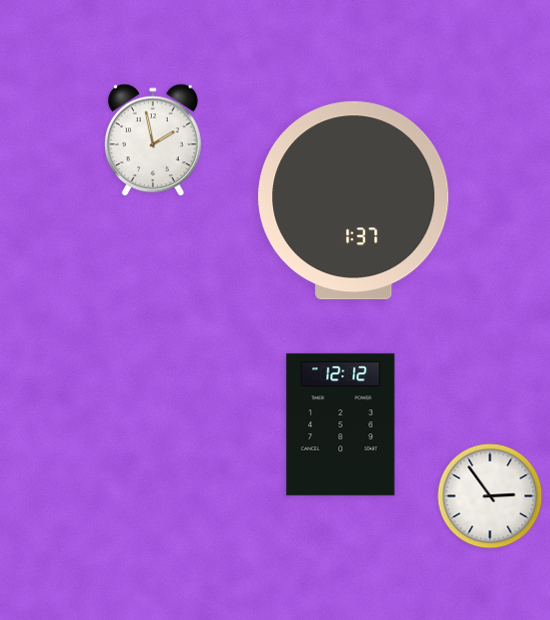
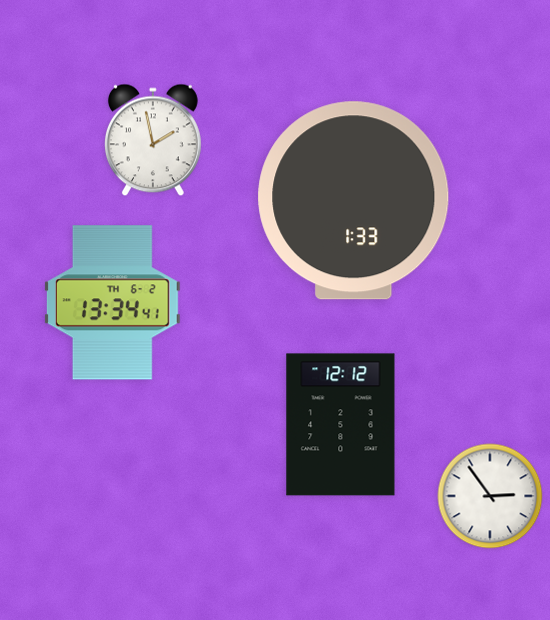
clock at (354, 201): 1:37 -> 1:33
clock at (112, 303): none -> 13:34
